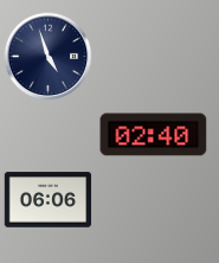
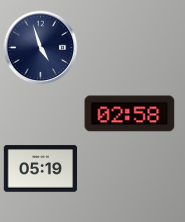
clock at (154, 135): 02:40 -> 02:58
clock at (49, 200): 06:06 -> 05:19
